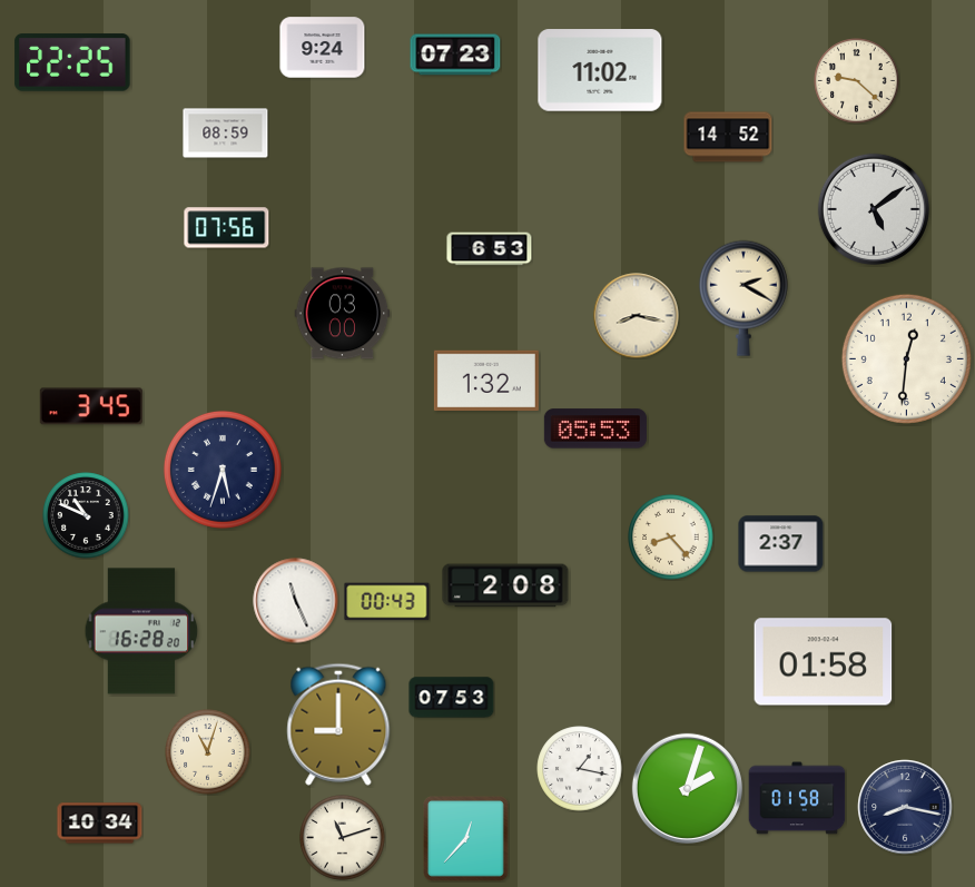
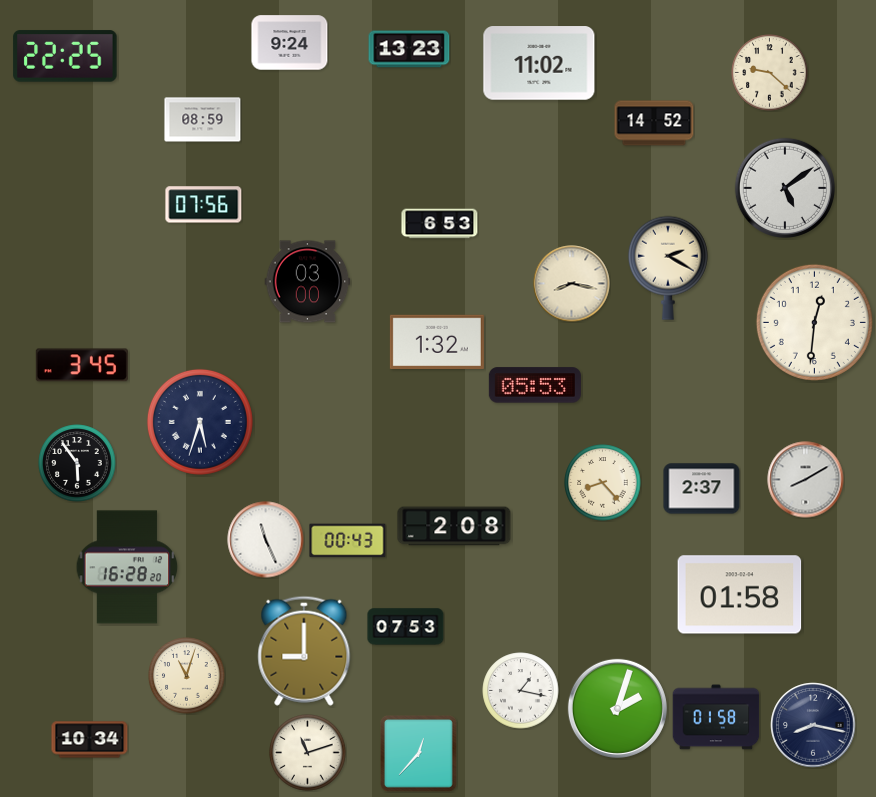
clock at (455, 55): 07:23 -> 13:23
clock at (86, 515): 10:49 -> 5:54
clock at (806, 480): none -> 8:10
